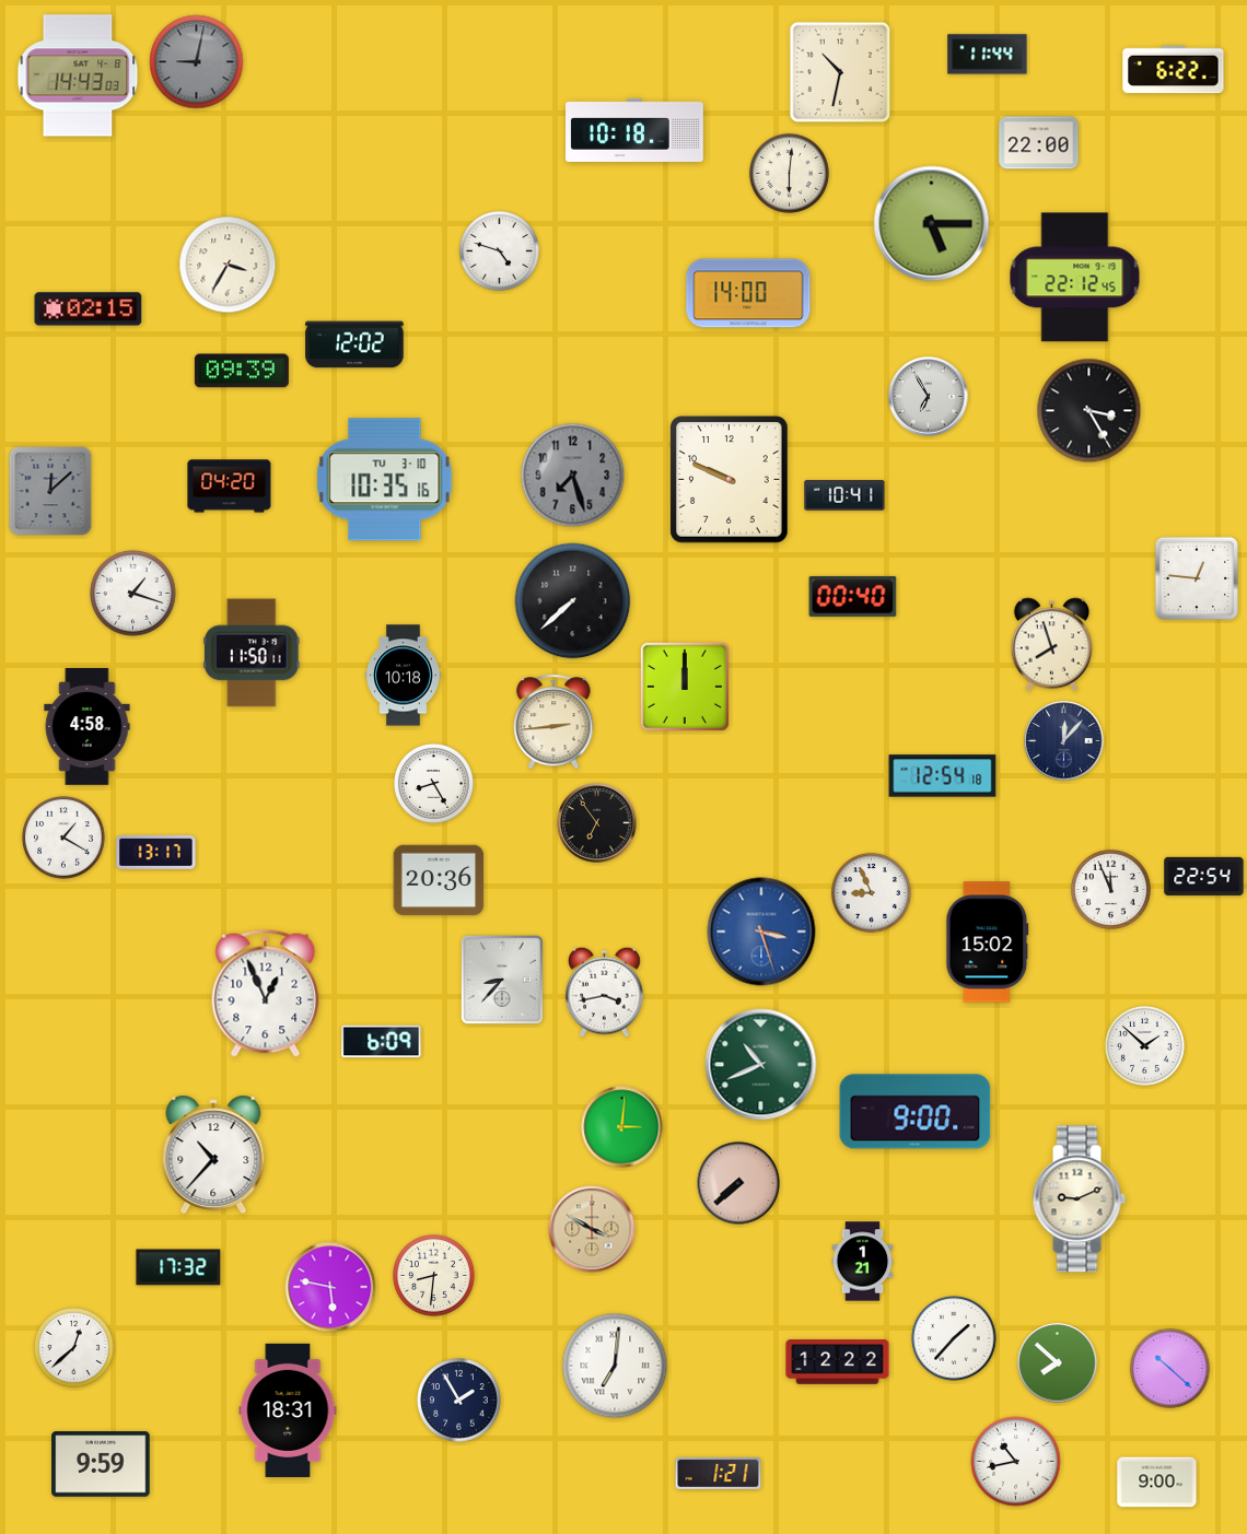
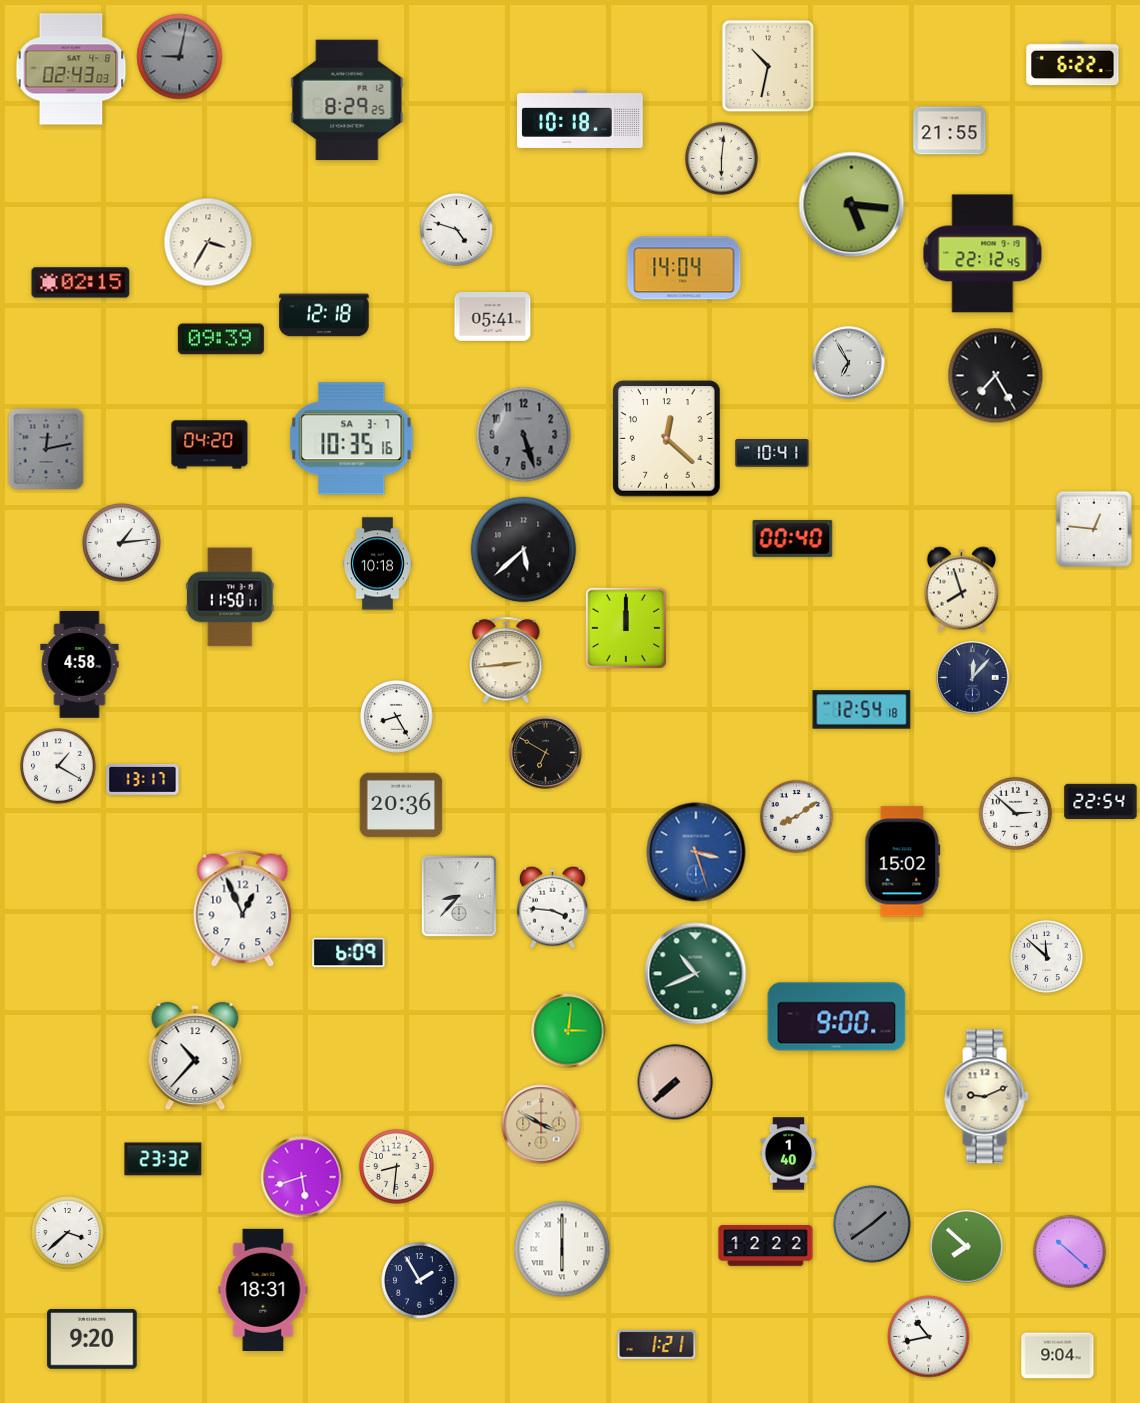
clock at (988, 55): 11:44 -> none
clock at (78, 75): 14:43 -> 02:43
clock at (347, 100): none -> 8:29
clock at (1039, 143): 22:00 -> 21:55
clock at (932, 224): 5:15 -> 5:16
clock at (748, 293): 14:00 -> 14:04
clock at (354, 344): 12:02 -> 12:18
clock at (493, 316): none -> 05:41
clock at (1089, 411): 3:25 -> 7:25
clock at (573, 476): 7:27 -> 5:27
clock at (385, 480) date: TU 3-10 -> SA 3-7
clock at (730, 480): 9:49 -> 12:22
clock at (50, 491): 12:08 -> 12:13
clock at (133, 594): 1:18 -> 1:14
clock at (853, 596) position: (853, 596) -> (793, 538)
clock at (573, 601): 7:38 -> 5:38
clock at (404, 676) position: (404, 676) -> (378, 564)
clock at (597, 823): 6:54 -> 6:50
clock at (1110, 889): 11:56 -> 2:52
clock at (871, 892): 8:56 -> 8:09
clock at (605, 992): 3:43 -> 3:46
clock at (1144, 1045): 1:52 -> 11:52
clock at (863, 1262): 1:21 -> 1:40
clock at (178, 1267): 17:32 -> 23:32
clock at (330, 1287): 5:47 -> 5:42
clock at (954, 1338): 1:37 -> 1:39
clock at (954, 1338) dial: white -> grey
clock at (73, 1347): 12:38 -> 3:38
clock at (615, 1366): 7:01 -> 6:00
clock at (101, 1464): 9:59 -> 9:20
clock at (719, 1473) position: (719, 1473) -> (657, 1344)
clock at (1157, 1483): 9:00 -> 9:04
